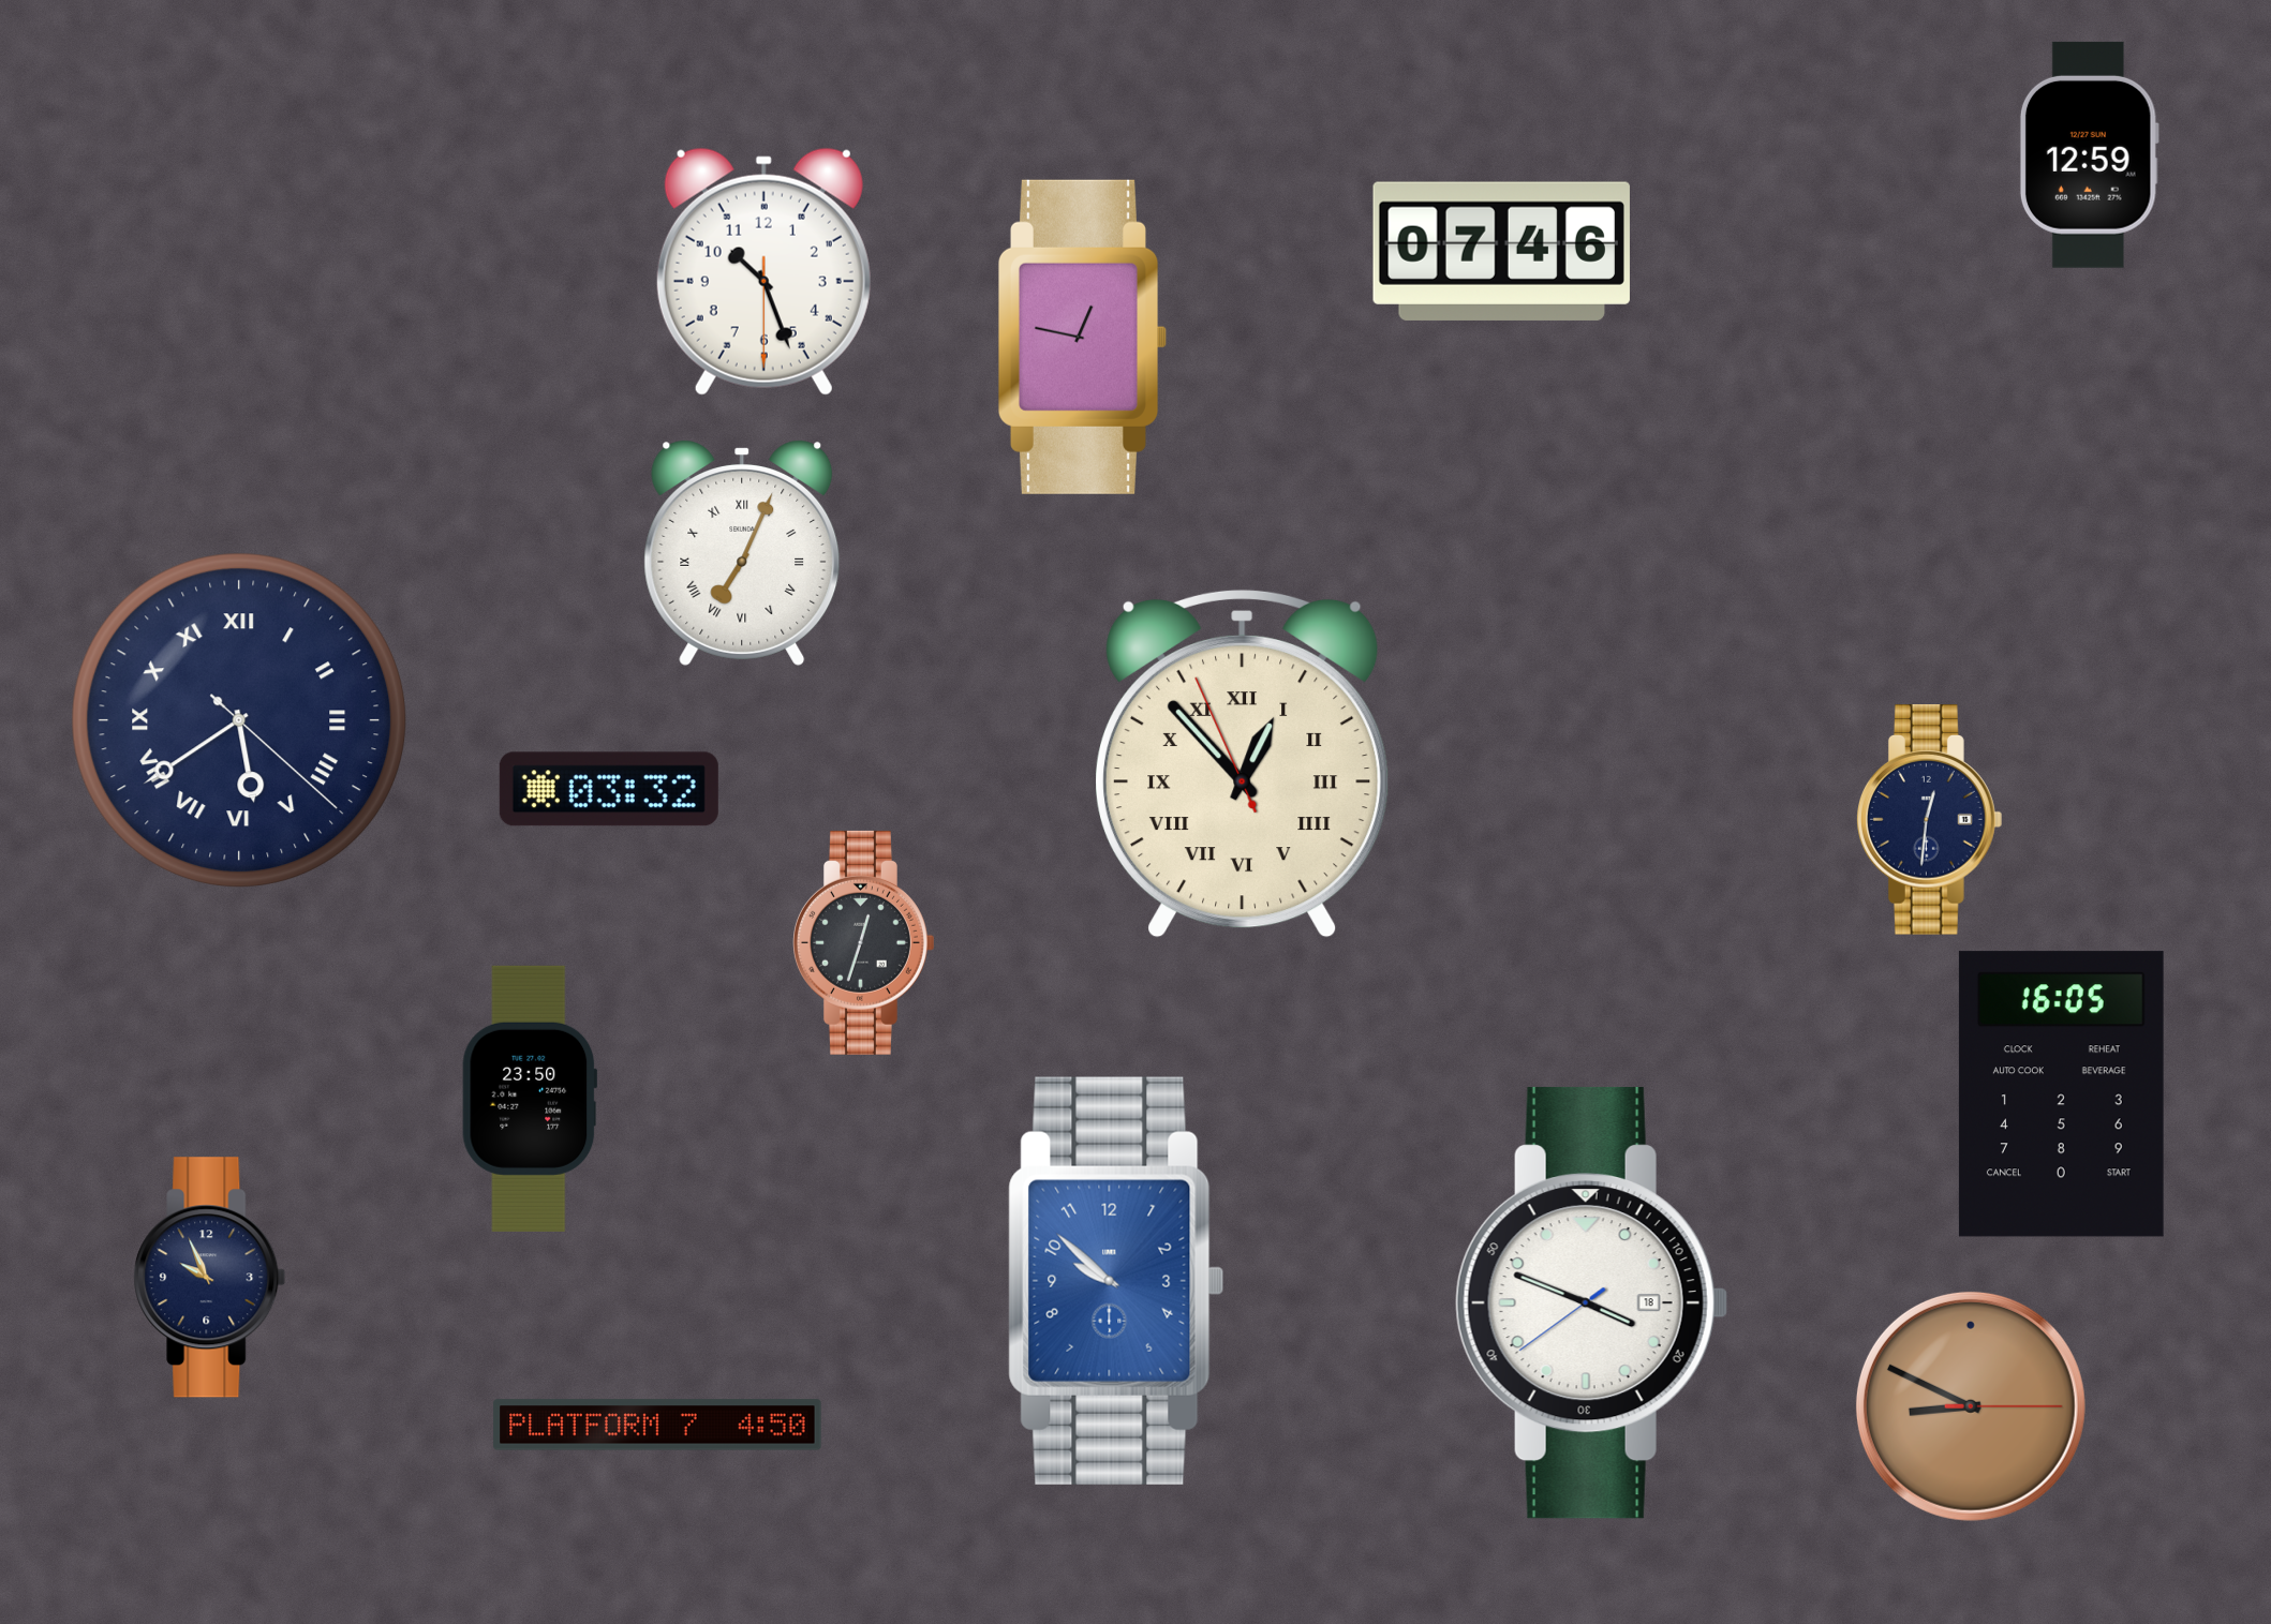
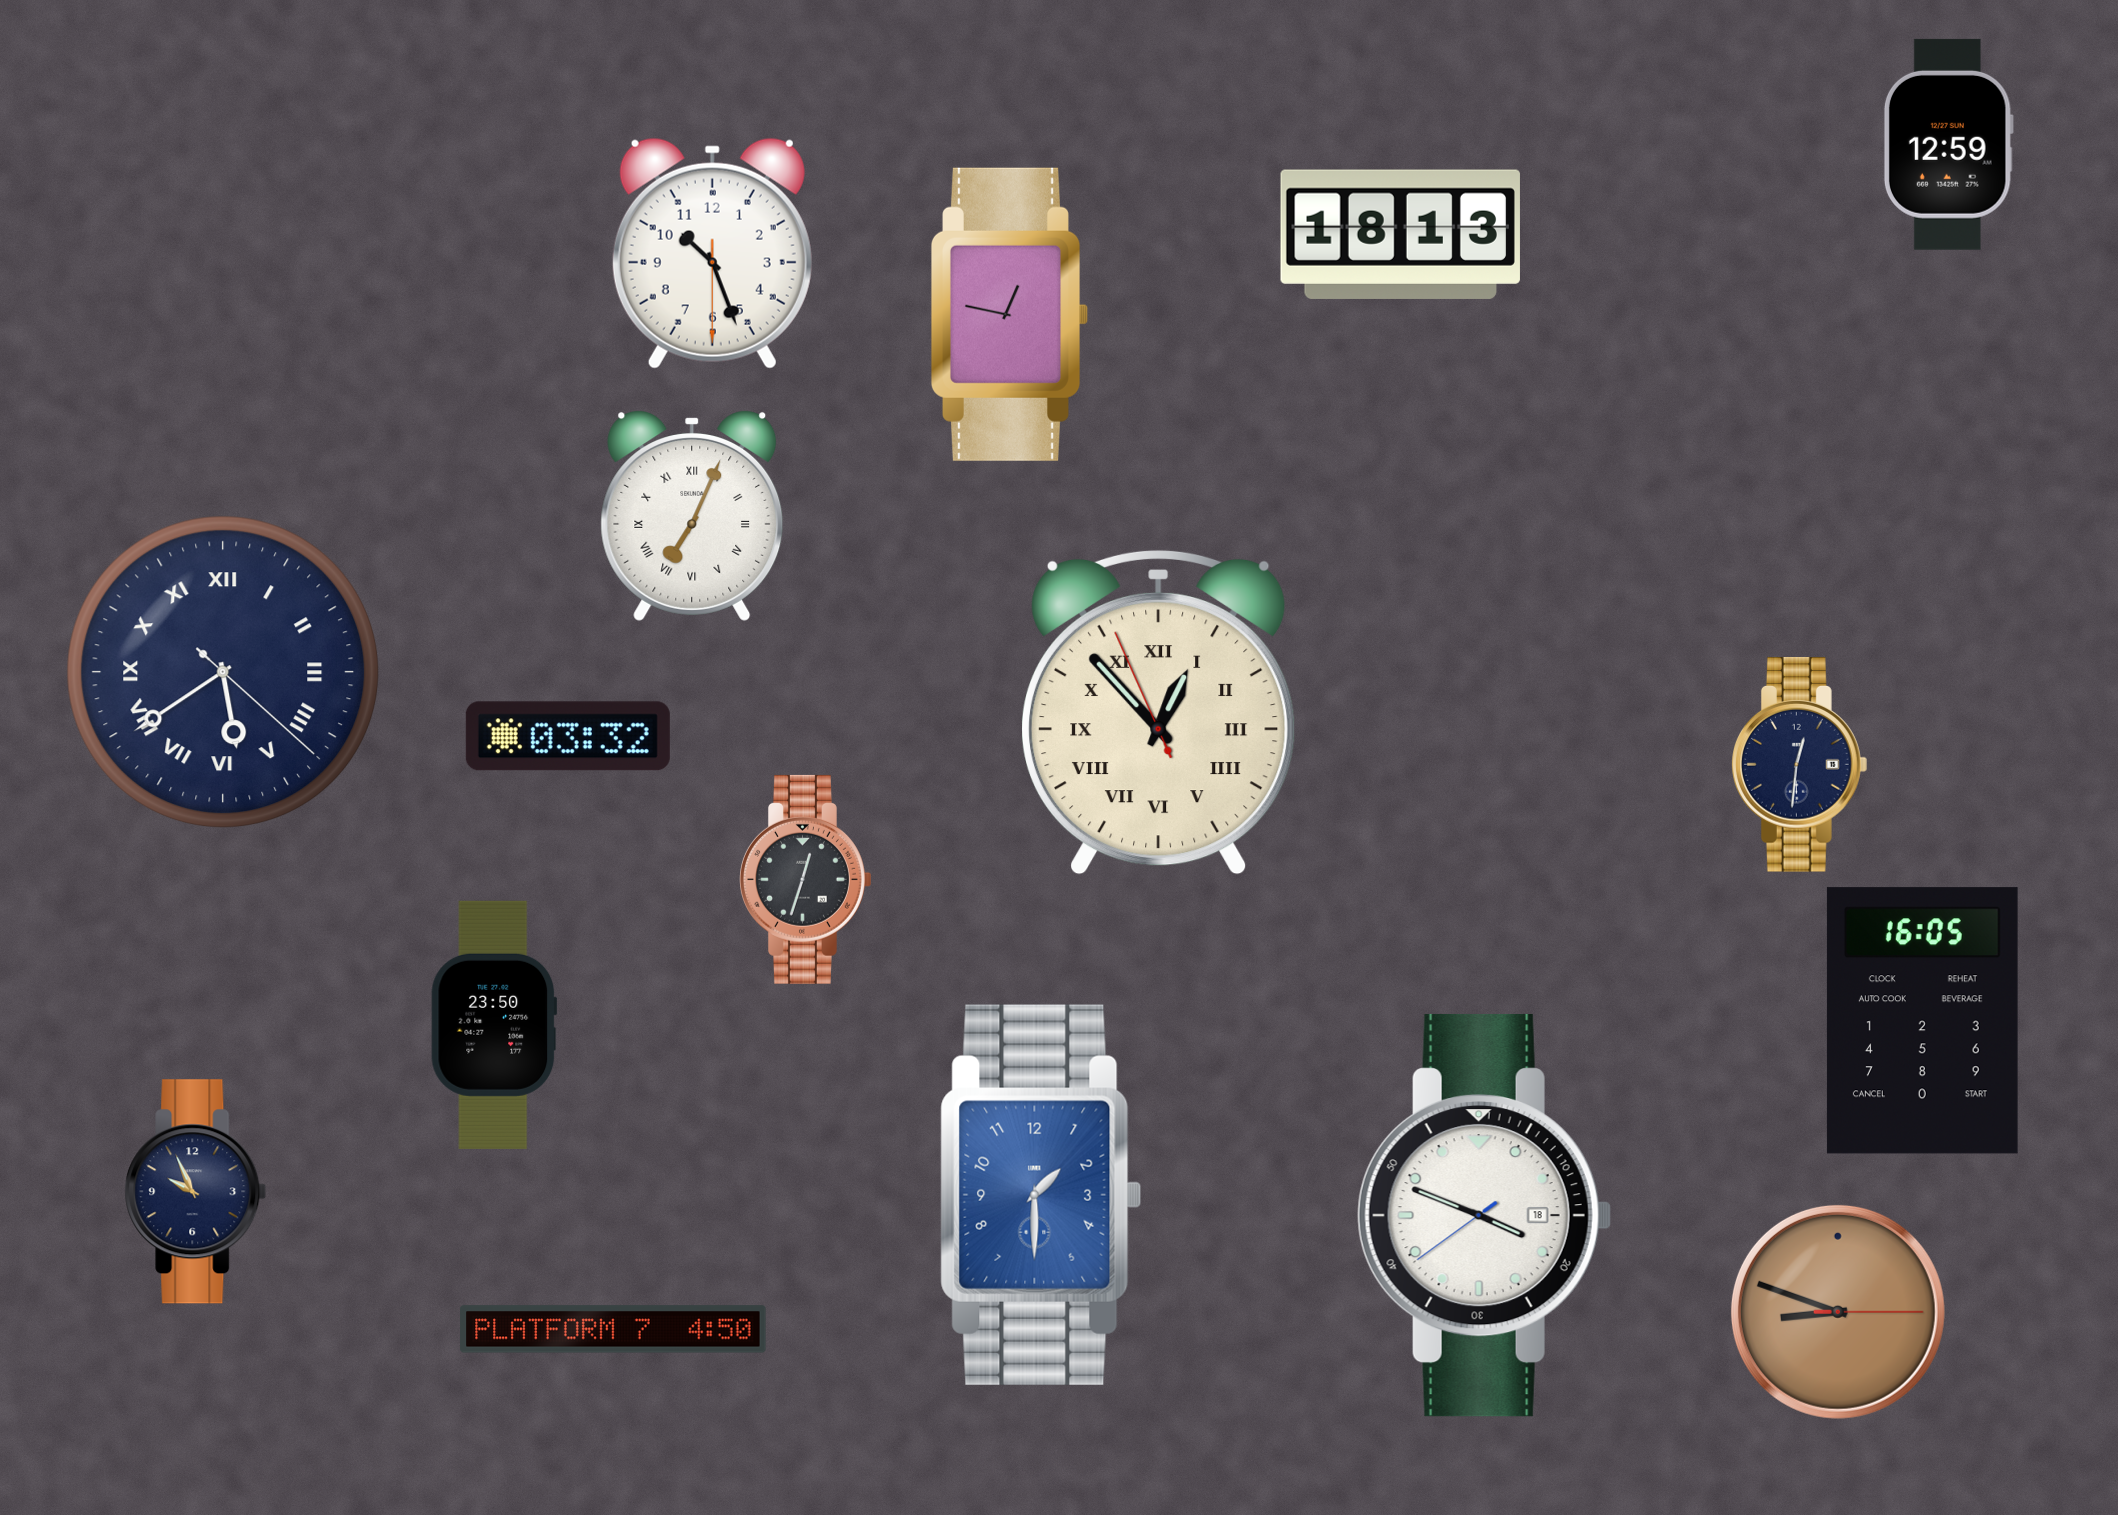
clock at (1501, 251): 07:46 -> 18:13
clock at (1116, 1281): 9:52 -> 1:30
clock at (1971, 1406): 8:49 -> 8:48
